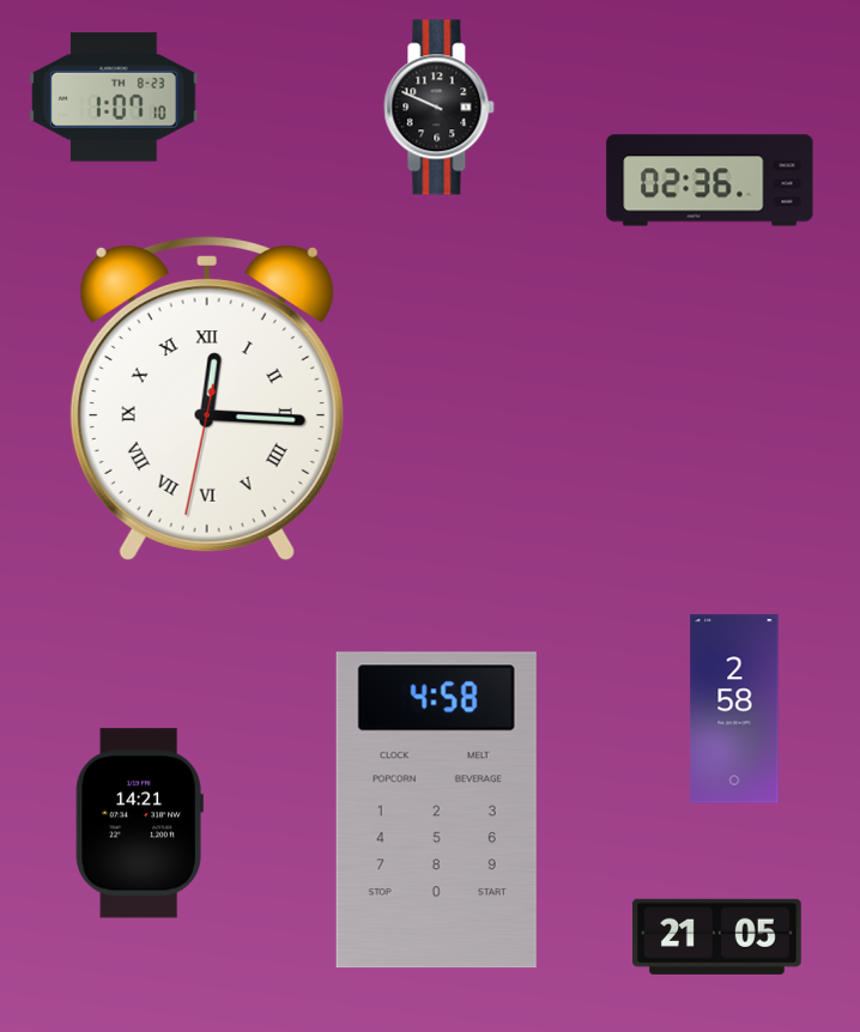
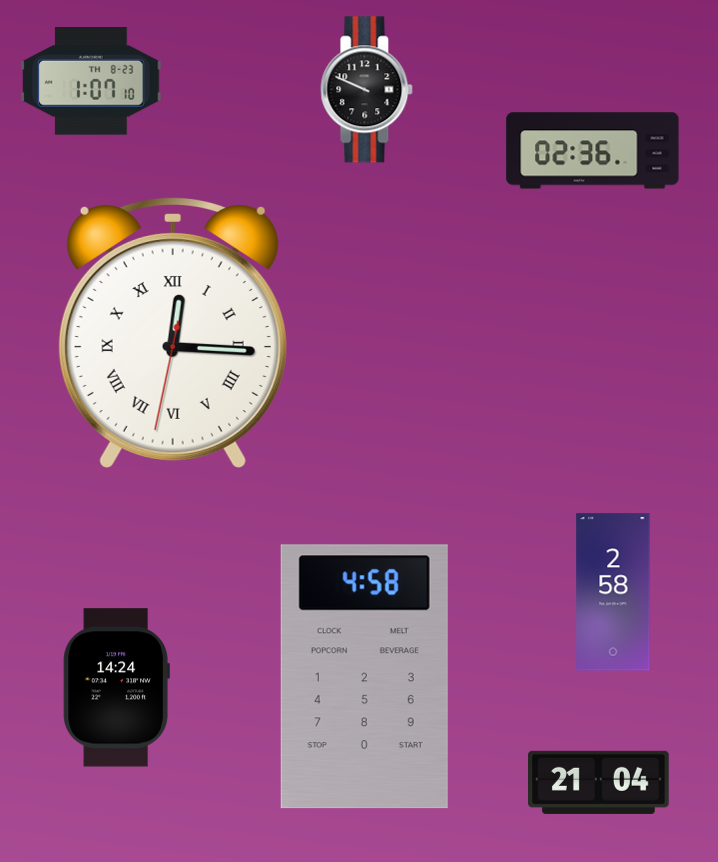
clock at (114, 97) position: (114, 97) -> (91, 81)
clock at (139, 824): 14:21 -> 14:24
clock at (717, 936): 21:05 -> 21:04
